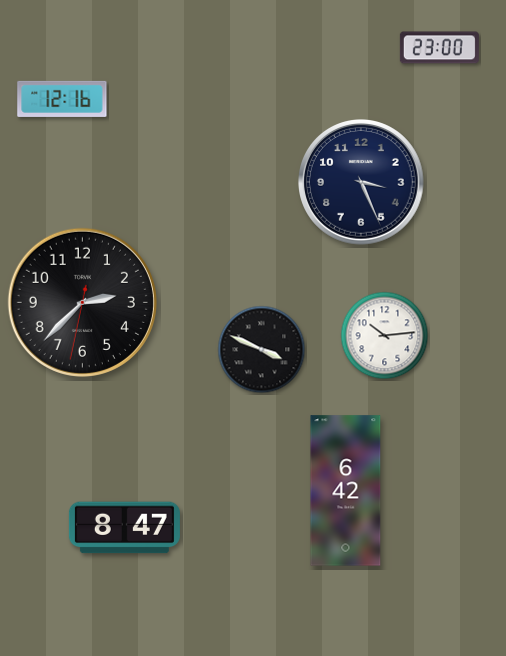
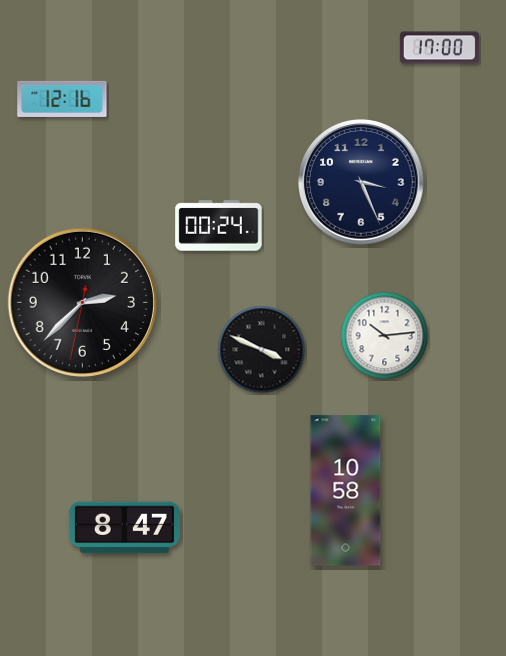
clock at (439, 48): 23:00 -> 17:00
clock at (219, 226): none -> 00:24
clock at (346, 491): 6:42 -> 10:58
